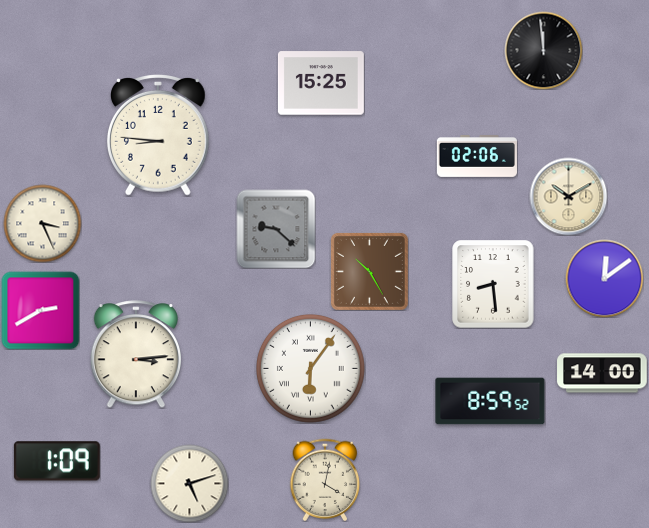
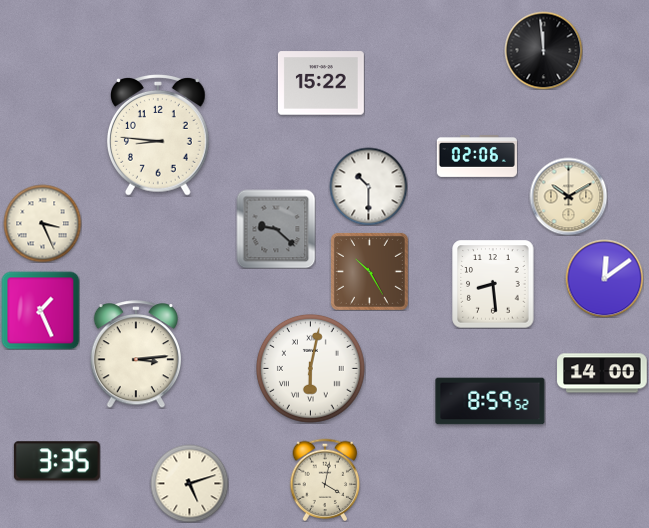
clock at (321, 83): 15:25 -> 15:22
clock at (368, 186): none -> 10:30
clock at (40, 310): 2:40 -> 1:26
clock at (311, 369): 6:06 -> 6:02
clock at (57, 461): 1:09 -> 3:35
